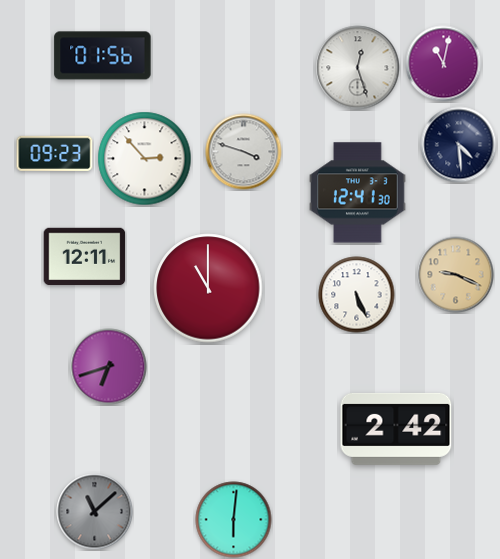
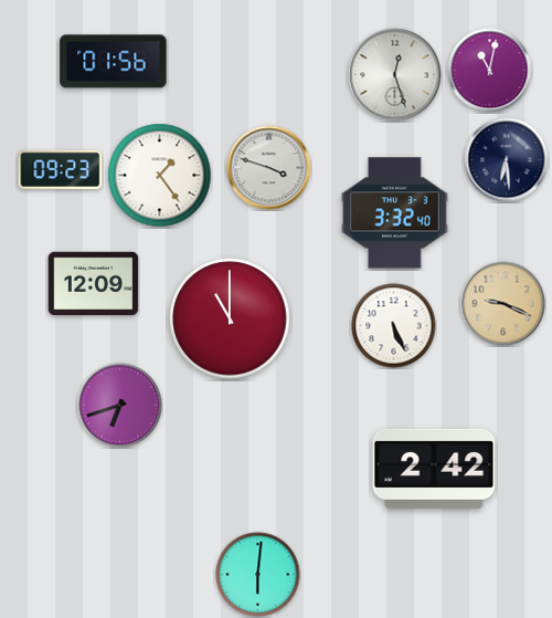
clock at (459, 145): 4:29 -> 6:29
clock at (145, 159): 2:53 -> 1:24
clock at (358, 193): 12:41 -> 3:32
clock at (85, 257): 12:11 -> 12:09
clock at (396, 429) position: (396, 429) -> (434, 469)
clock at (95, 512): 11:08 -> none
